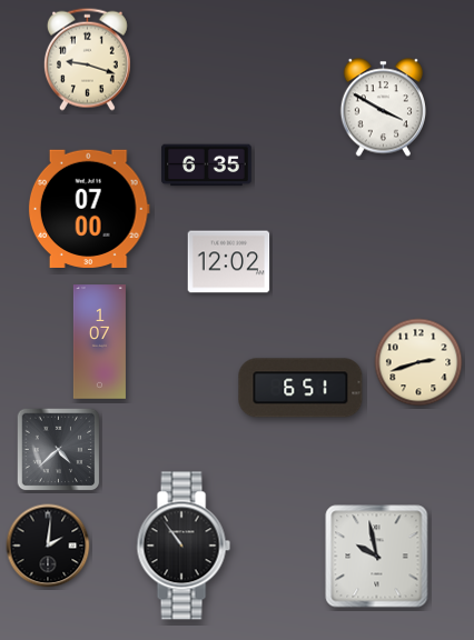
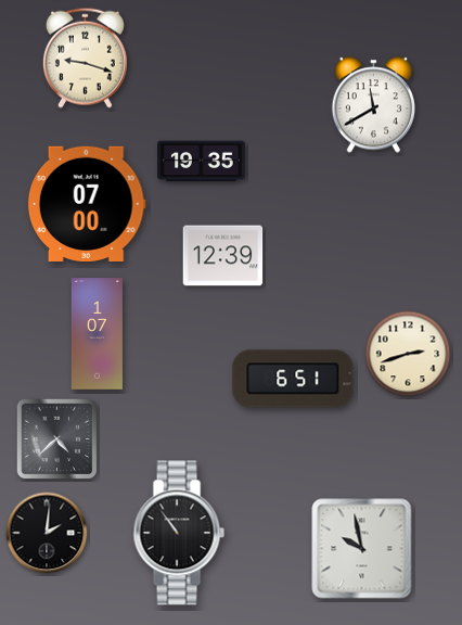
clock at (383, 108): 3:50 -> 11:40
clock at (207, 166): 6:35 -> 19:35
clock at (229, 262): 12:02 -> 12:39
clock at (377, 557) position: (377, 557) -> (362, 549)
